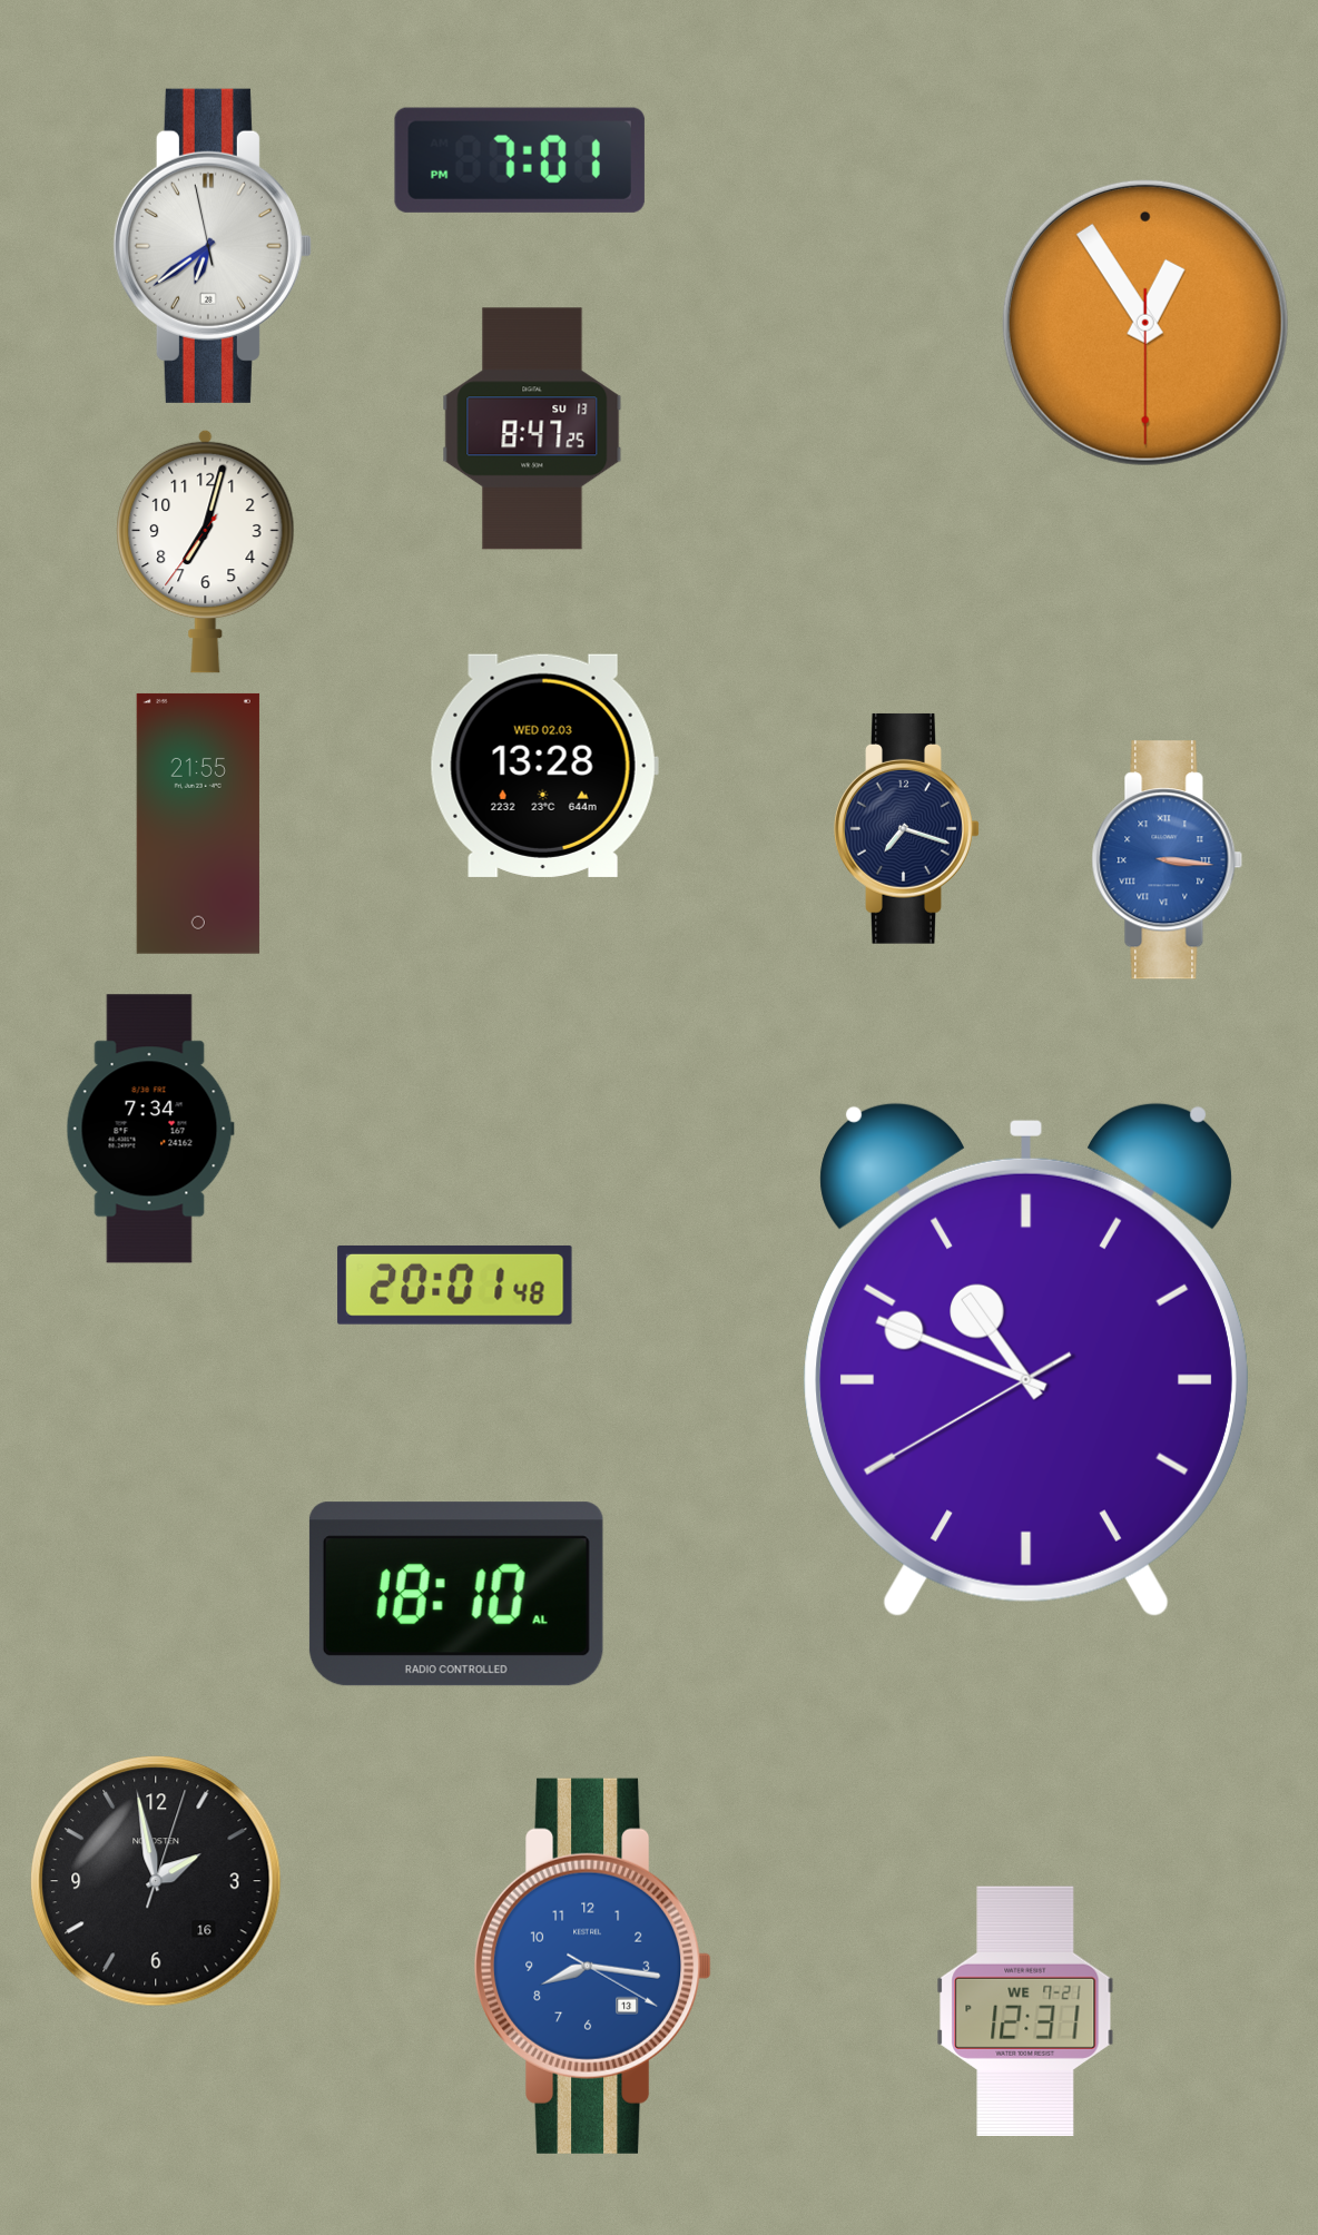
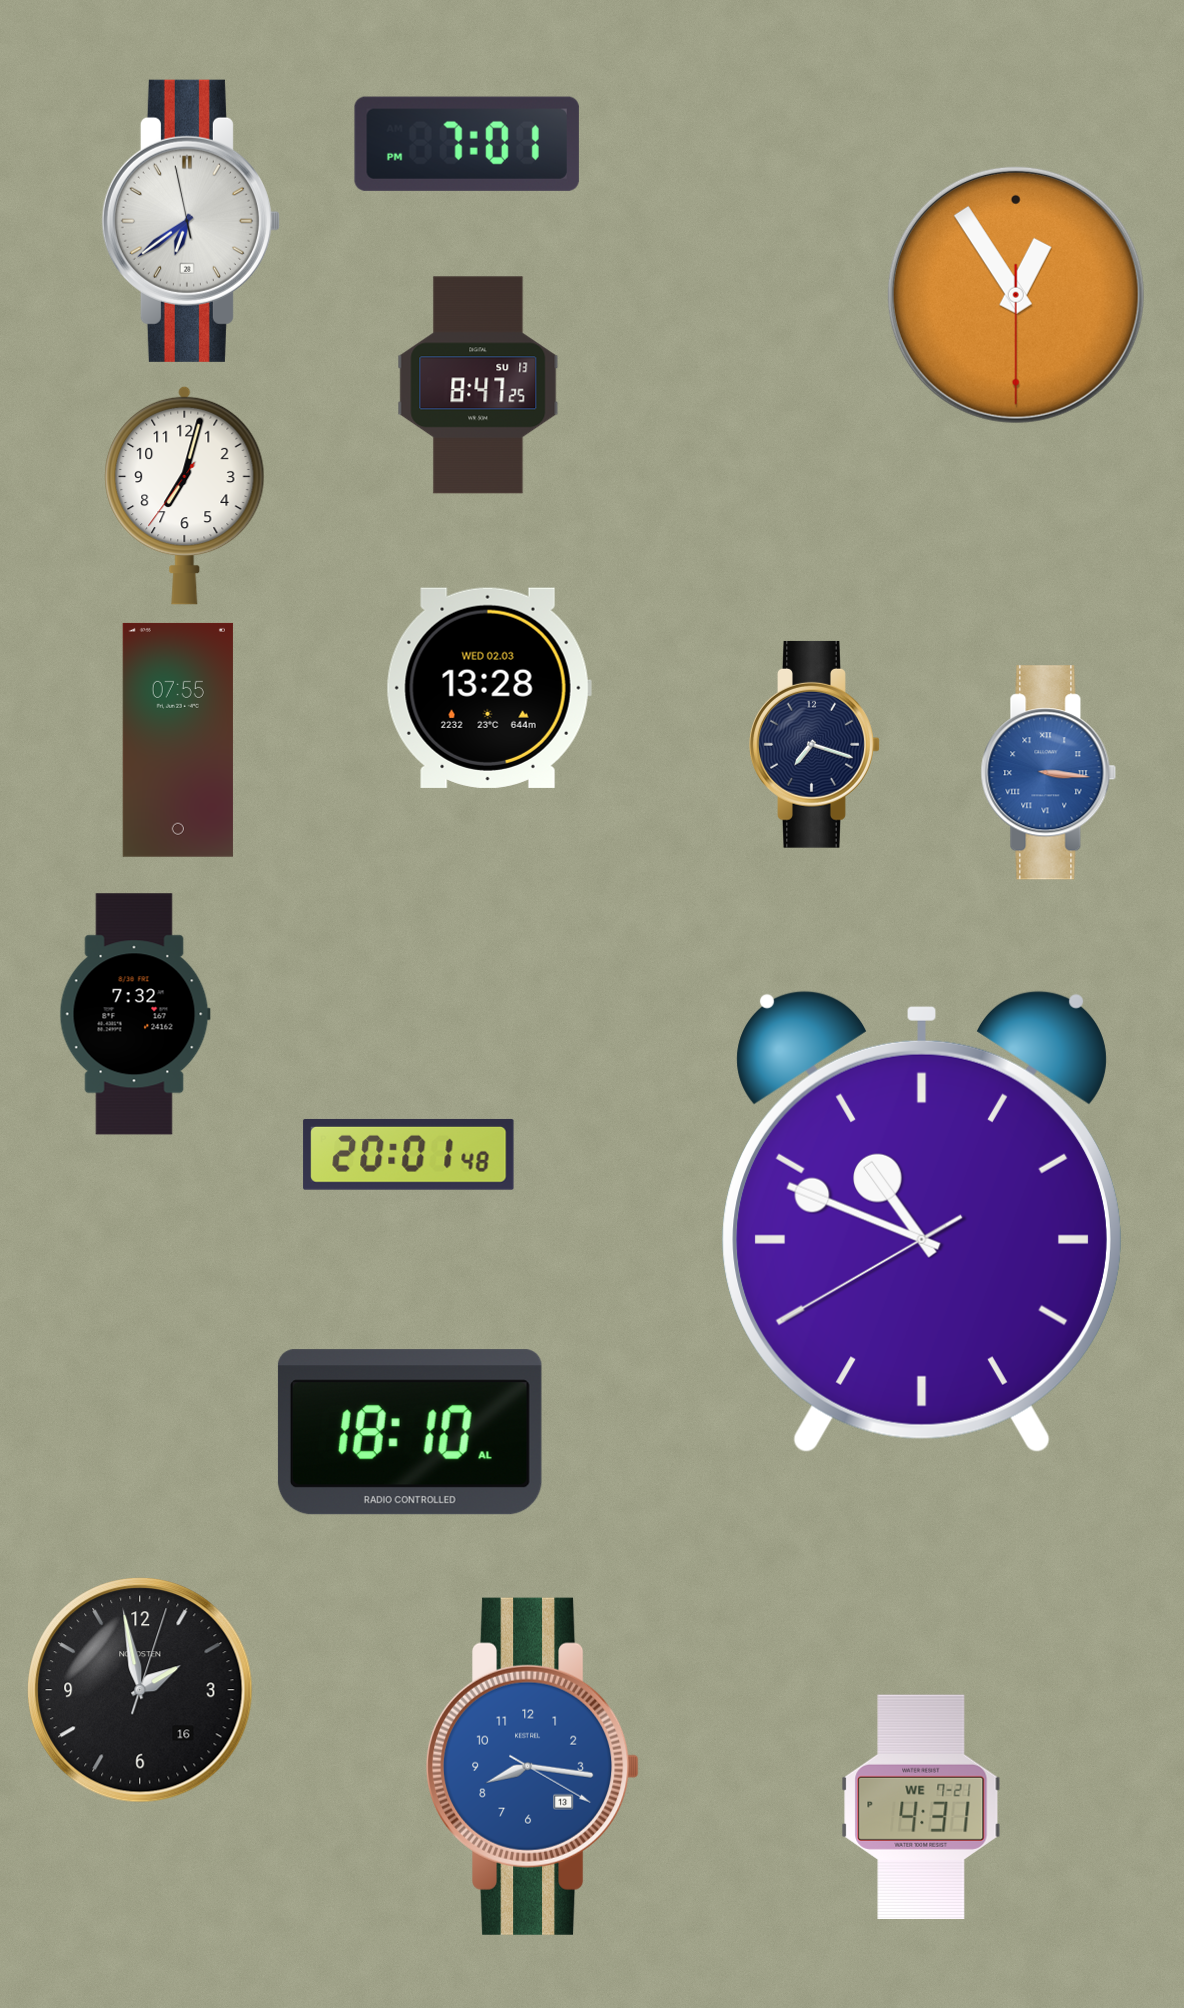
clock at (1145, 323) position: (1145, 323) -> (1016, 295)
clock at (198, 824): 21:55 -> 07:55
clock at (150, 1129): 7:34 -> 7:32
clock at (1025, 2010): 12:31 -> 4:31
